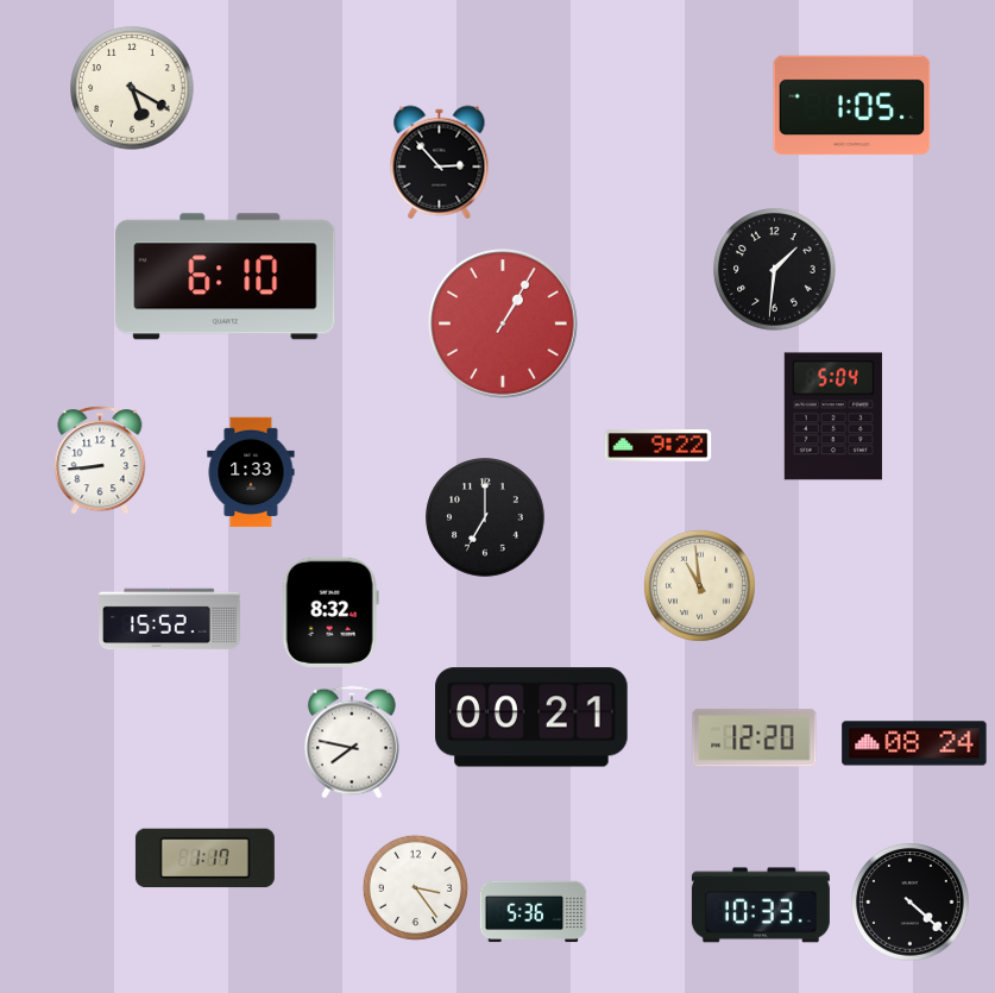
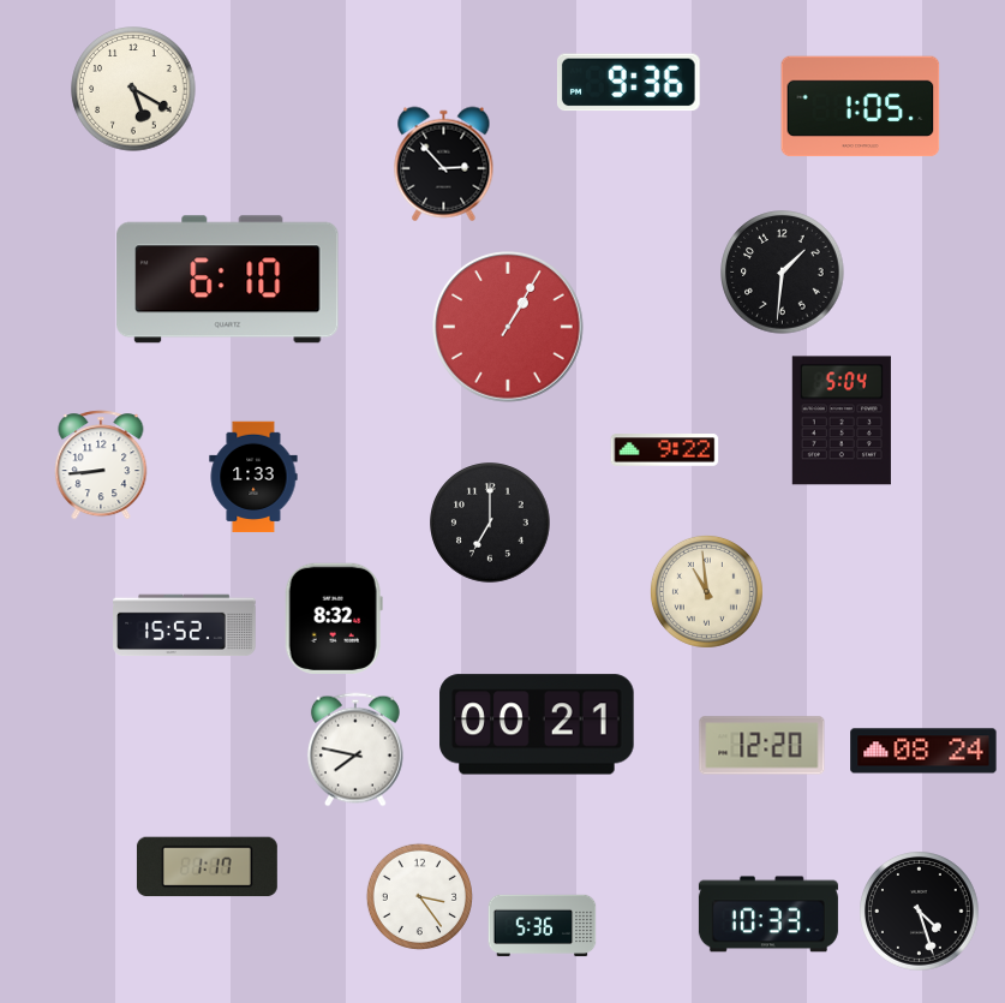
clock at (628, 83): none -> 9:36
clock at (170, 620) position: (170, 620) -> (185, 626)
clock at (911, 903): 4:22 -> 4:27
clock at (534, 912) position: (534, 912) -> (543, 926)
